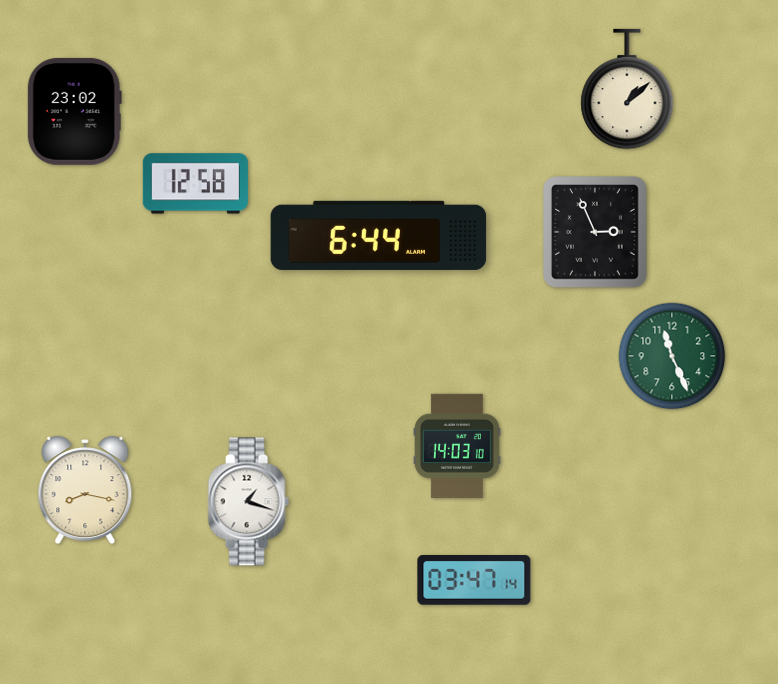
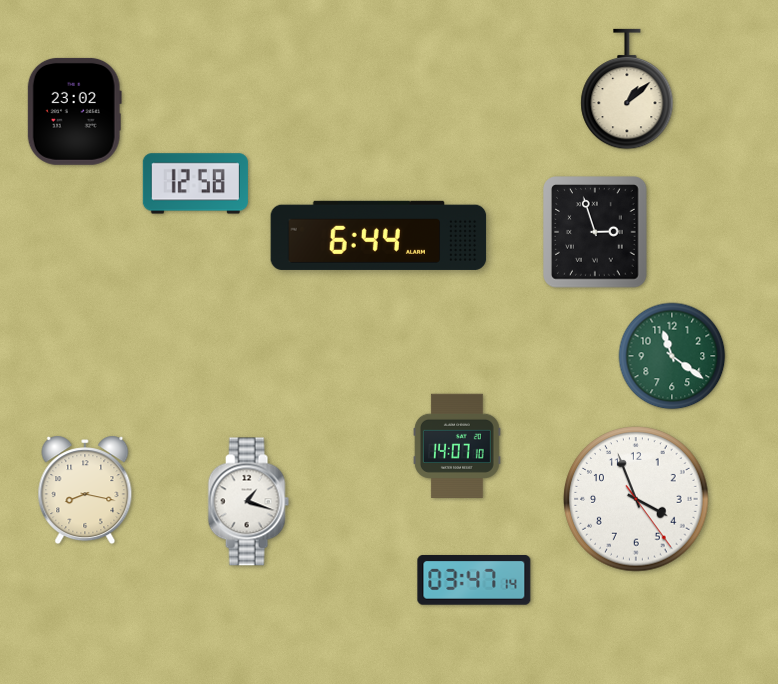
clock at (595, 232): 2:56 -> 2:57
clock at (672, 356): 11:26 -> 11:21
clock at (457, 445): 14:03 -> 14:07
clock at (636, 499): none -> 3:56
